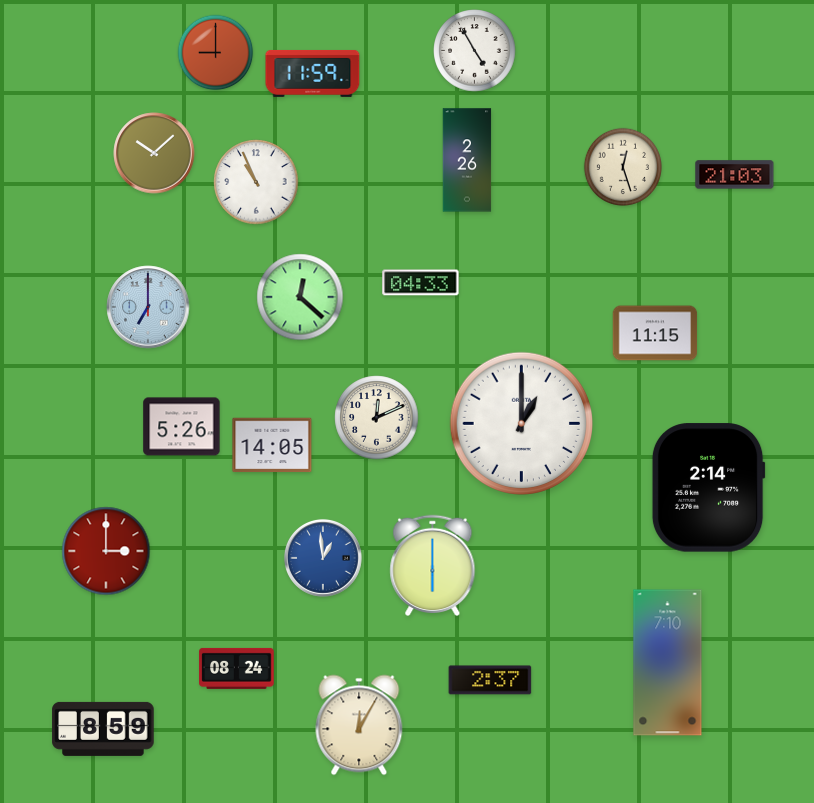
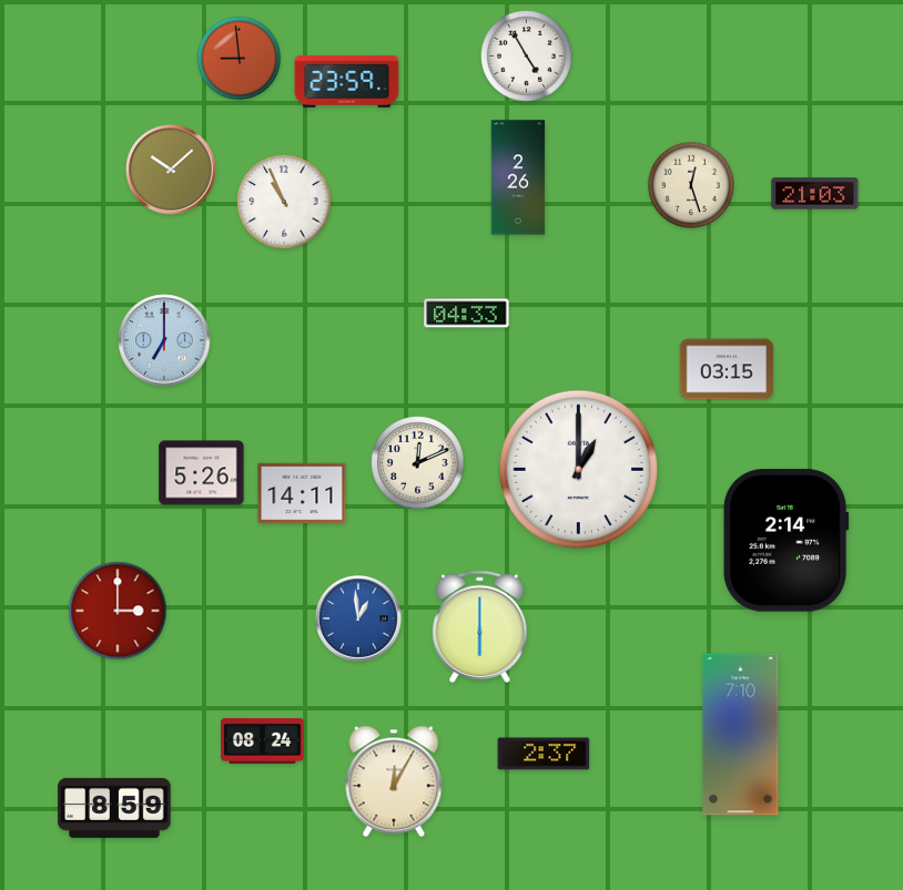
clock at (216, 53): 9:00 -> 8:59
clock at (313, 73): 11:59 -> 23:59
clock at (300, 297): 12:22 -> none
clock at (655, 333): 11:15 -> 03:15
clock at (272, 445): 14:05 -> 14:11
clock at (359, 725) position: (359, 725) -> (394, 781)
